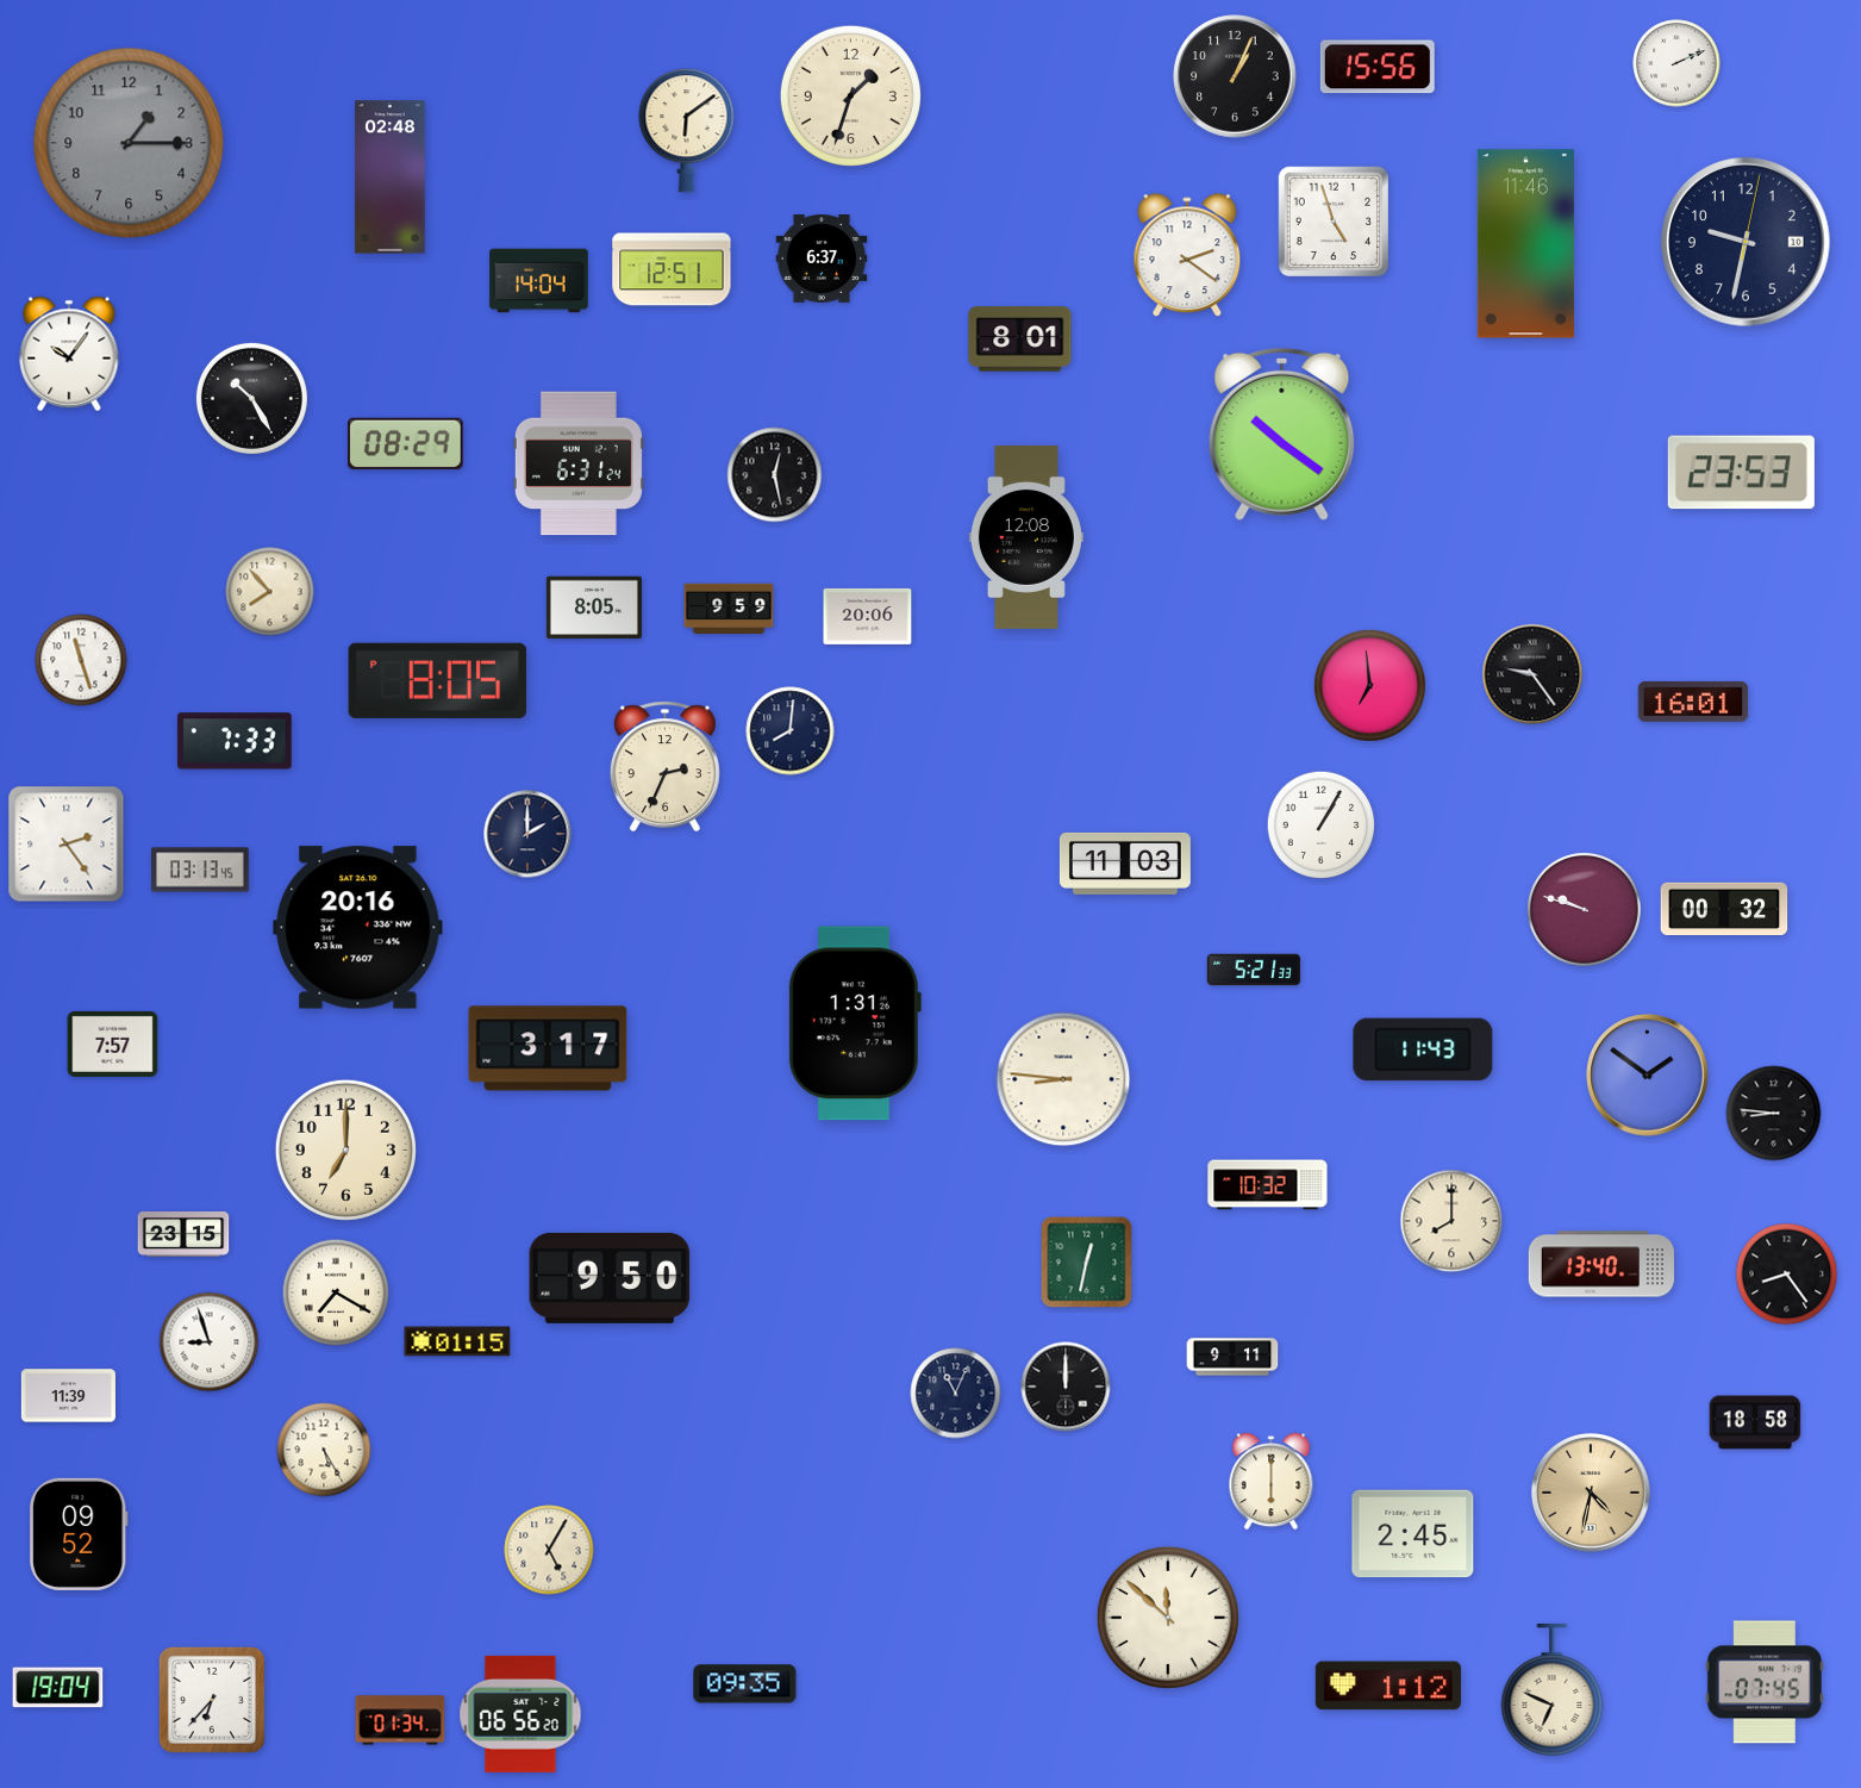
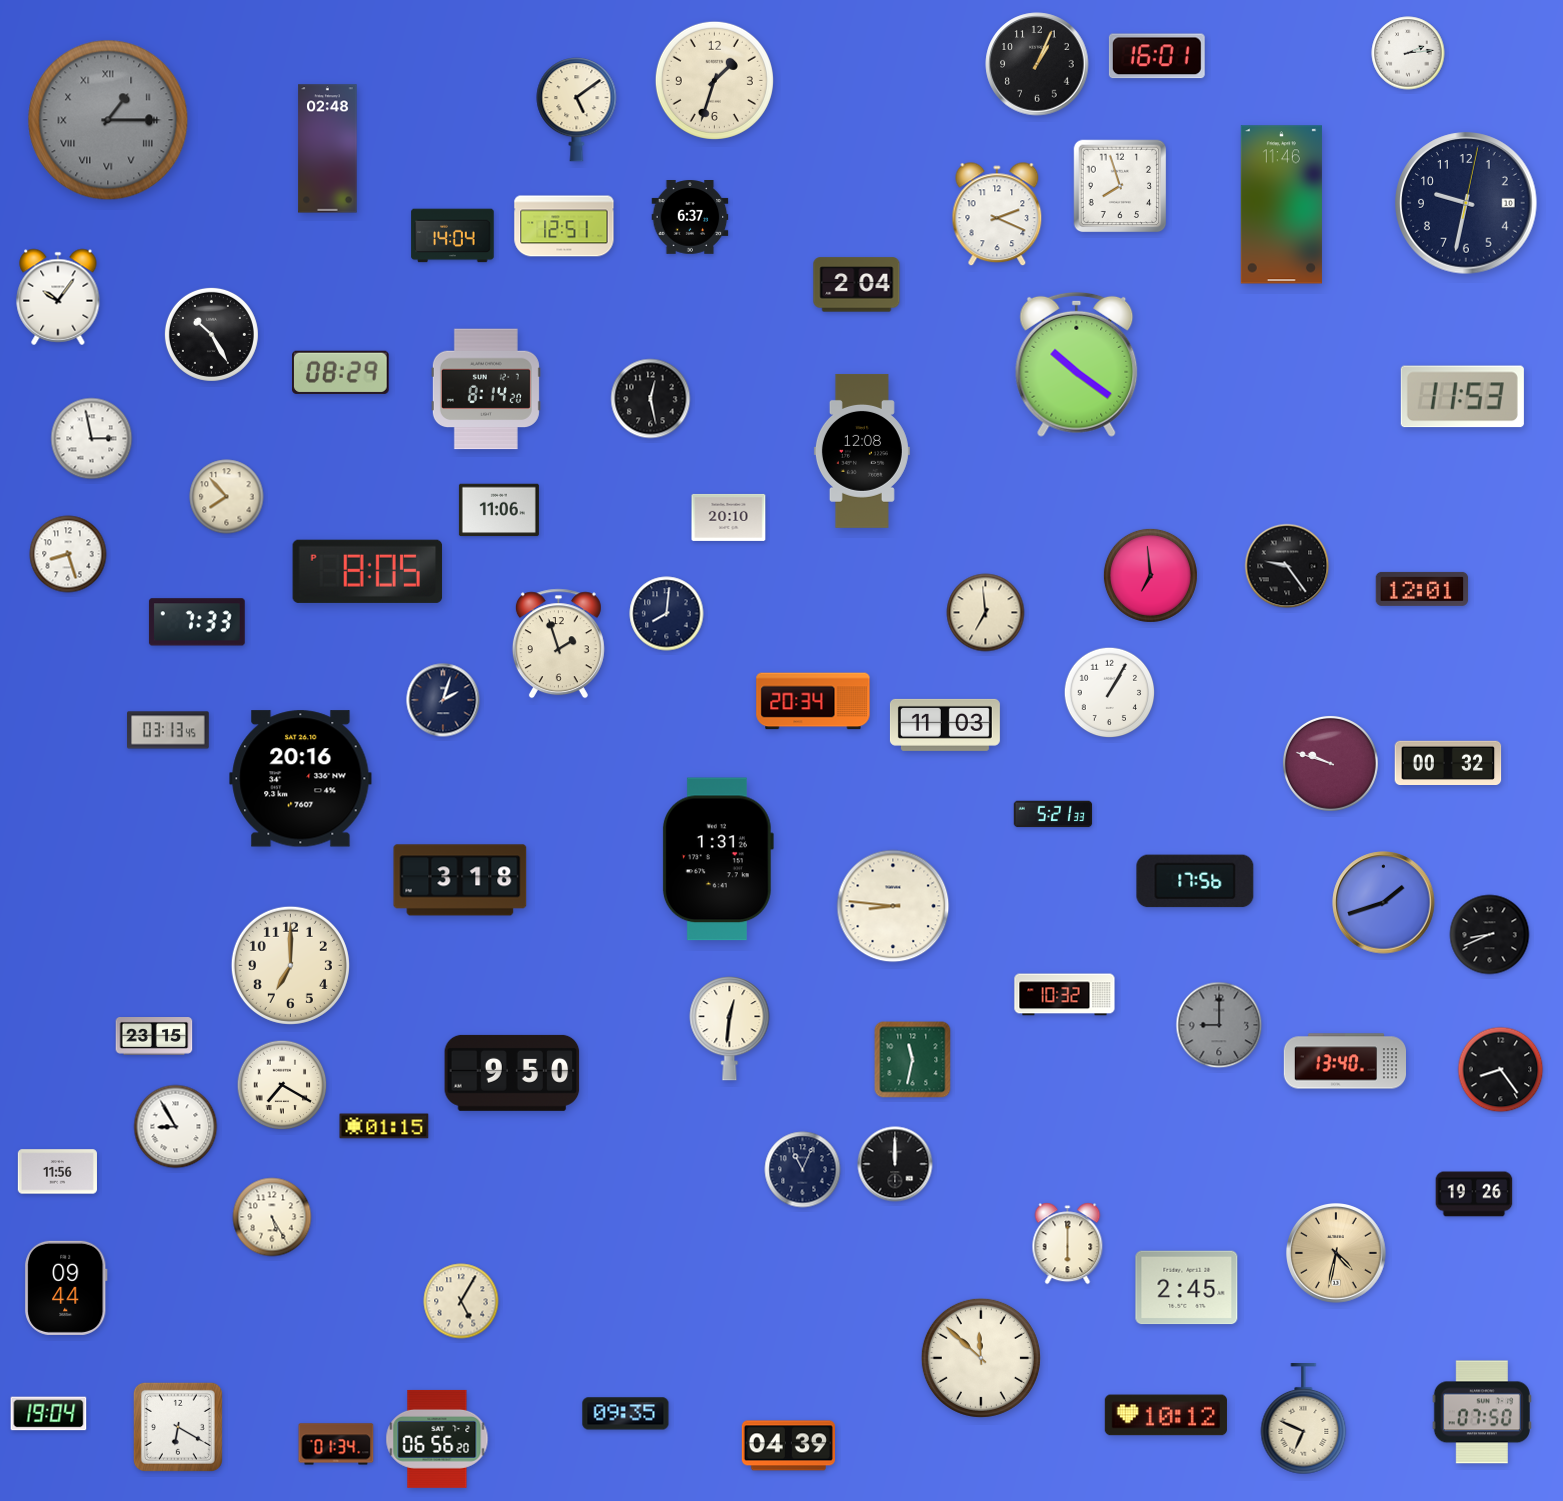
clock at (1676, 63): 2:11 -> 2:14
clock at (1378, 67): 15:56 -> 16:01
clock at (687, 131): 6:09 -> 5:09
clock at (129, 143) numerals: Arabic -> Roman
clock at (1334, 222): 4:57 -> 7:57
clock at (1187, 256): 2:21 -> 2:19
clock at (1020, 339): 8:01 -> 2:04
clock at (579, 463): 6:31 -> 8:14
clock at (1741, 473): 23:53 -> 11:53
clock at (92, 439): none -> 2:58
clock at (594, 608): 8:05 -> 11:06
clock at (729, 609): 9:59 -> none
clock at (868, 616): 20:06 -> 20:10
clock at (81, 660): 11:27 -> 8:27
clock at (1693, 702): 16:01 -> 12:01
clock at (986, 613): none -> 6:59
clock at (791, 731) position: (791, 731) -> (667, 614)
clock at (664, 767): 2:34 -> 1:57
clock at (527, 834): 2:00 -> 2:03
clock at (813, 701): none -> 20:34
clock at (67, 845): 2:24 -> none
clock at (113, 1043): 7:57 -> none
clock at (548, 1048): 3:17 -> 3:18
clock at (1423, 1049): 11:43 -> 17:56
clock at (1648, 1076): 1:51 -> 1:42
clock at (1774, 1114): 8:46 -> 8:41
clock at (1451, 1221): 8:00 -> 9:00
clock at (1451, 1221) dial: cream -> grey
clock at (730, 1029): none -> 12:31
clock at (1087, 1263): 12:32 -> 11:32
clock at (210, 1342): 8:57 -> 8:55
clock at (1232, 1357): 9:11 -> none
clock at (68, 1396): 11:39 -> 11:56
clock at (1755, 1422): 18:58 -> 19:26
clock at (80, 1534): 09:52 -> 09:44
clock at (1765, 1682): 07:45 -> 07:50
clock at (1388, 1686): 1:12 -> 10:12
clock at (58, 1688) position: (58, 1688) -> (49, 1414)
clock at (212, 1700): 6:37 -> 6:20
clock at (788, 1446): none -> 04:39
